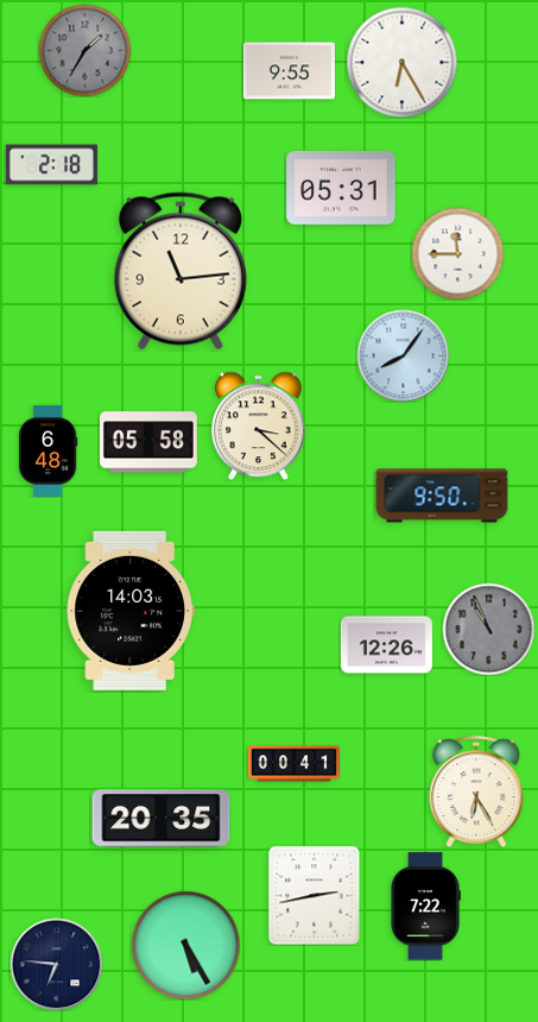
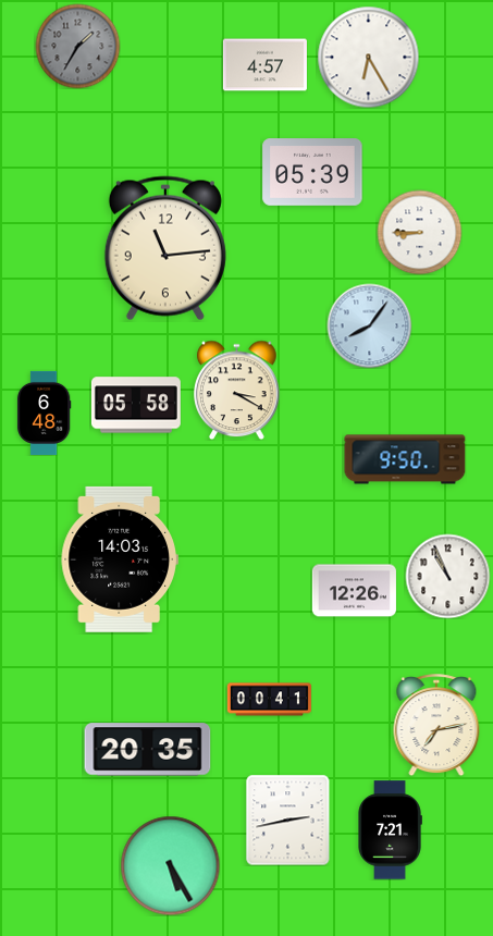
clock at (289, 71): 9:55 -> 4:57
clock at (51, 165): 2:18 -> none
clock at (341, 188): 05:31 -> 05:39
clock at (457, 253): 11:45 -> 8:45
clock at (259, 425): 3:22 -> 3:20
clock at (442, 496) position: (442, 496) -> (405, 459)
clock at (488, 629) dial: grey -> white
clock at (476, 791): 6:25 -> 7:13
clock at (425, 907): 7:22 -> 7:21
clock at (56, 964): 6:46 -> none
